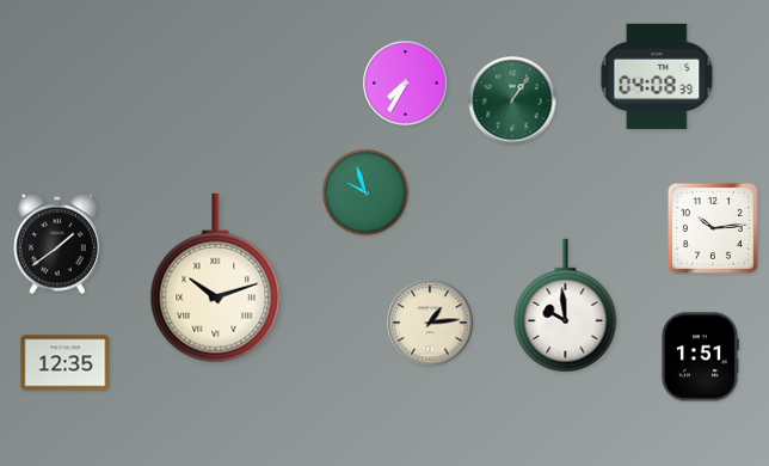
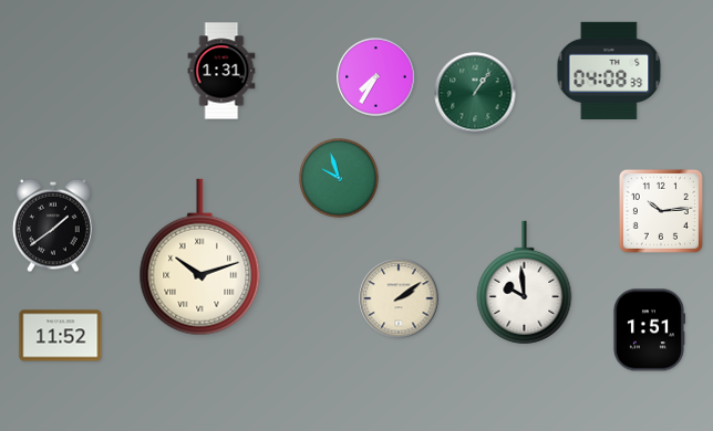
clock at (221, 71): none -> 1:31
clock at (430, 323): 1:14 -> 2:09
clock at (66, 363): 12:35 -> 11:52
